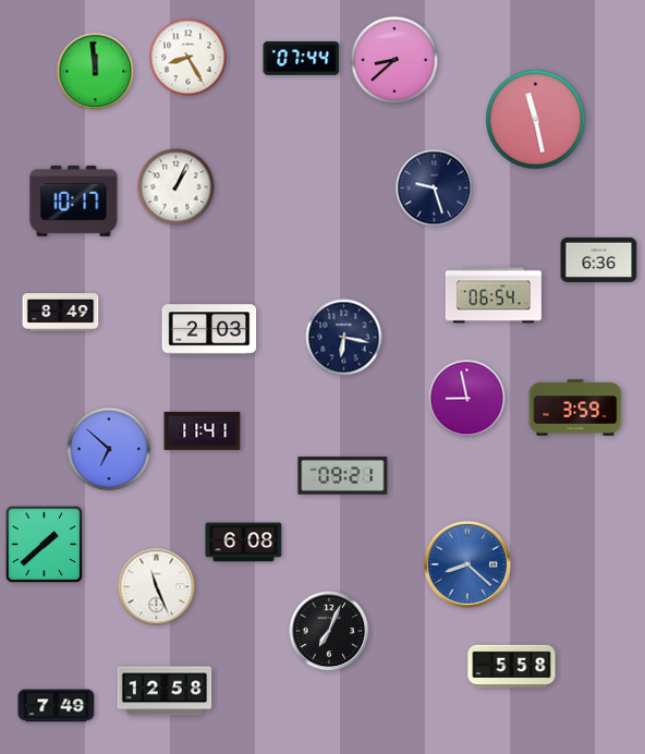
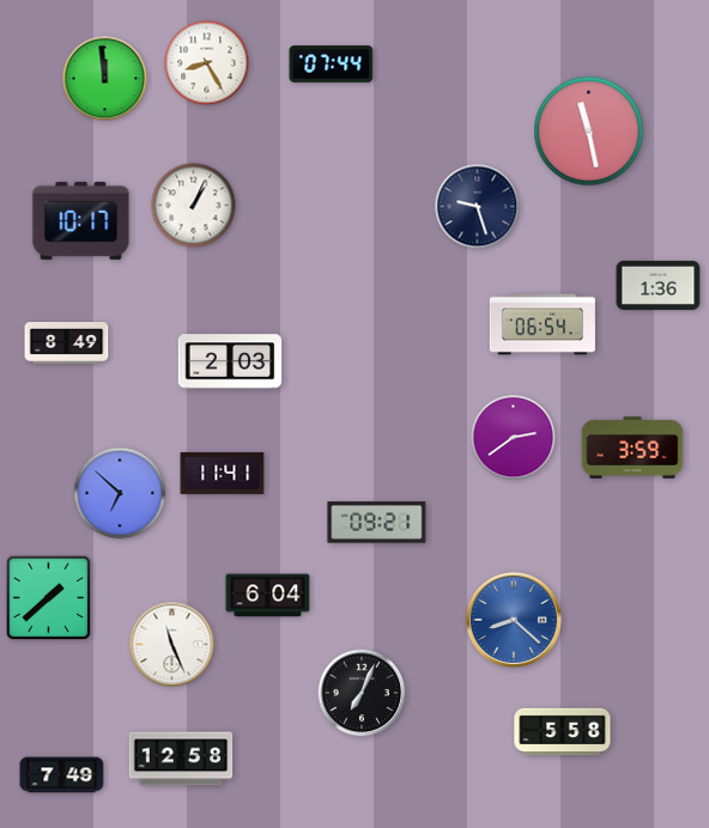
clock at (394, 60): 8:38 -> none
clock at (599, 259): 6:36 -> 1:36
clock at (344, 338): 6:17 -> none
clock at (467, 399): 8:58 -> 2:39
clock at (244, 543): 6:08 -> 6:04
